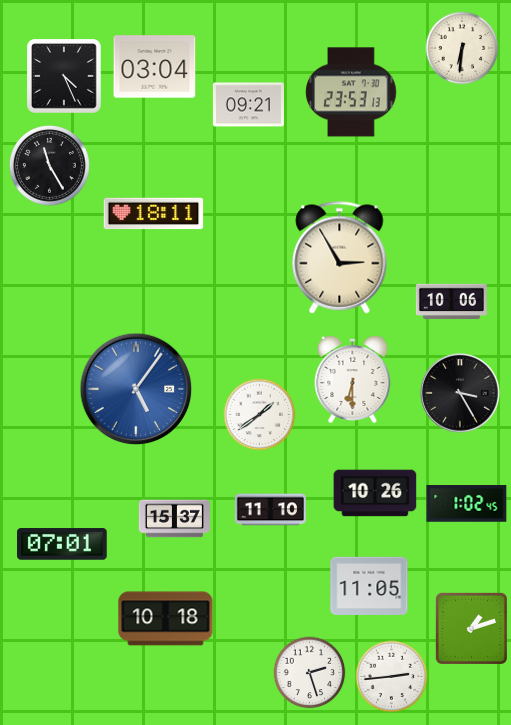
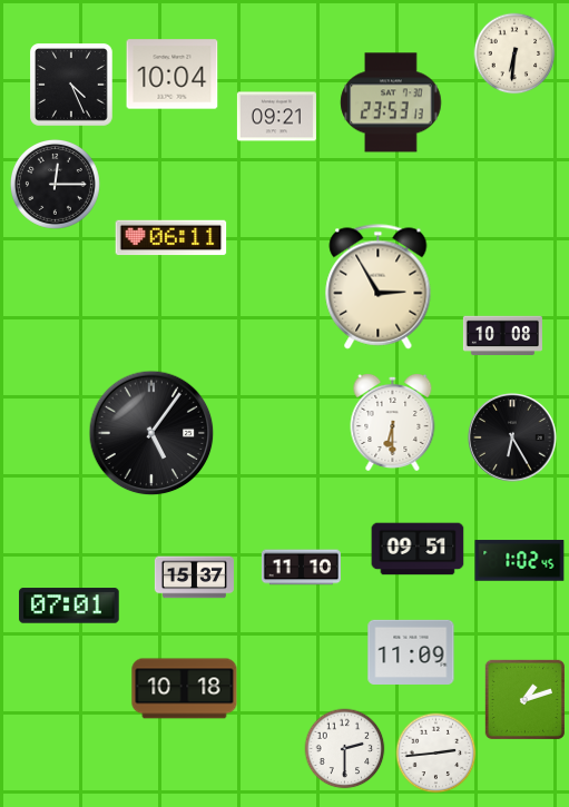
clock at (155, 67): 03:04 -> 10:04
clock at (49, 165): 11:25 -> 12:15
clock at (154, 214): 18:11 -> 06:11
clock at (451, 302): 10:06 -> 10:08
clock at (136, 389) dial: blue -> black
clock at (460, 393): 3:25 -> 6:25
clock at (260, 415): 1:39 -> none
clock at (375, 493): 10:26 -> 09:51
clock at (369, 586): 11:05 -> 11:09
clock at (310, 673): 2:27 -> 2:30
